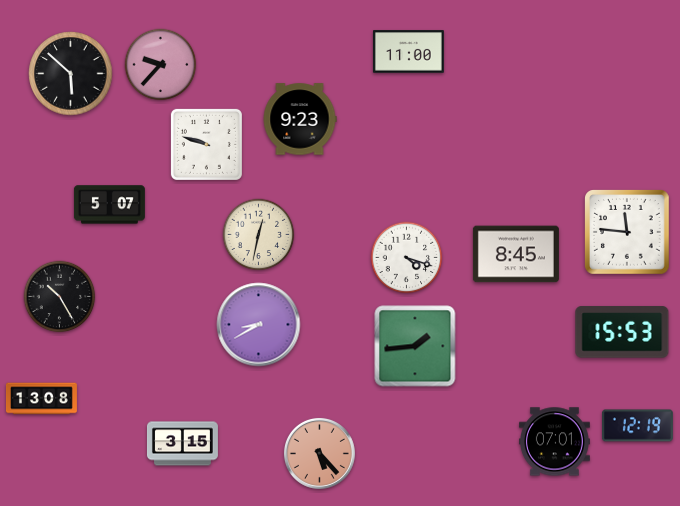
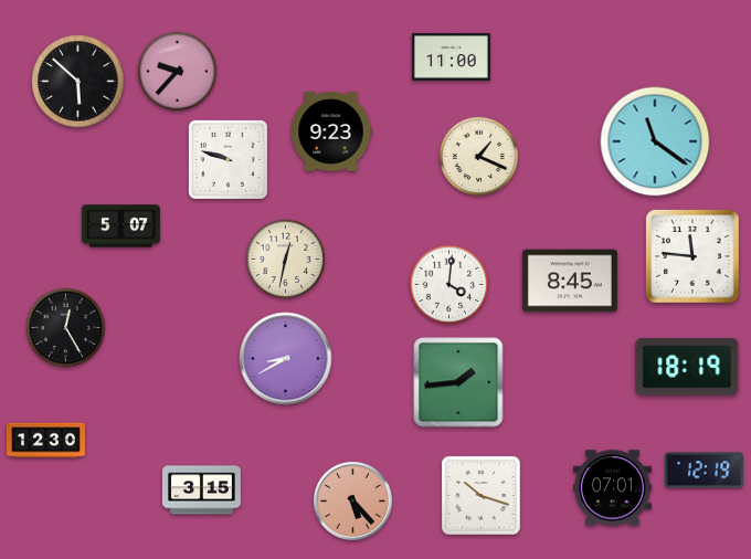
clock at (655, 141): none -> 11:21
clock at (479, 157): none -> 1:19
clock at (407, 258): 4:18 -> 4:01
clock at (60, 297): 10:25 -> 12:25
clock at (622, 332): 15:53 -> 18:19
clock at (41, 399): 13:08 -> 12:30
clock at (482, 496): none -> 10:18
